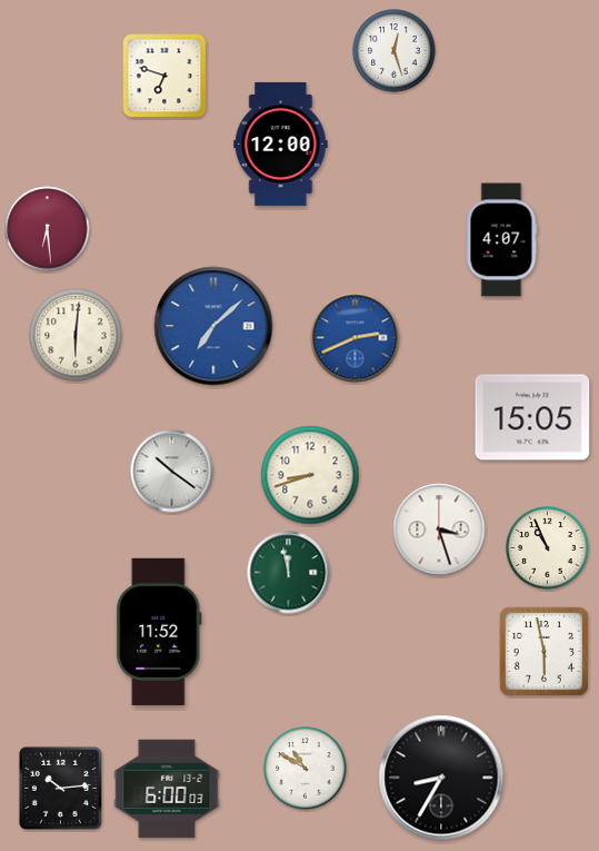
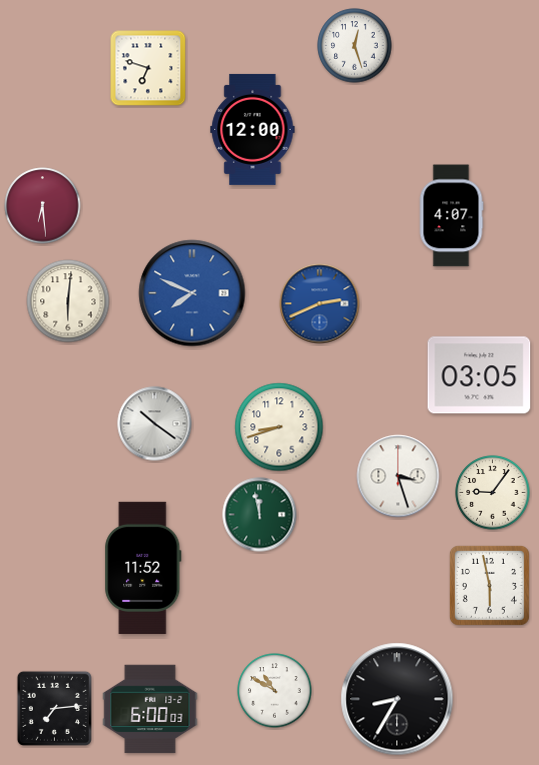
clock at (213, 326): 7:08 -> 7:49
clock at (532, 417): 15:05 -> 03:05
clock at (439, 530) position: (439, 530) -> (398, 476)
clock at (548, 548): 10:56 -> 9:06
clock at (60, 788): 10:14 -> 7:14
